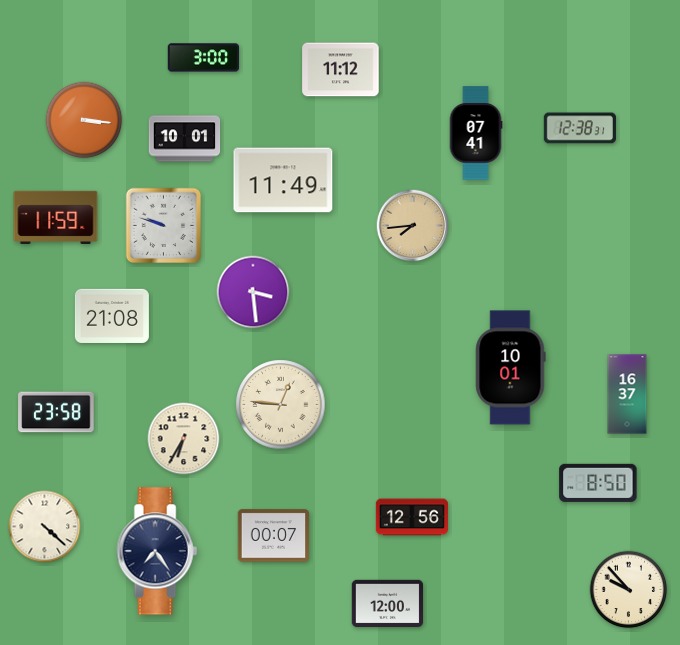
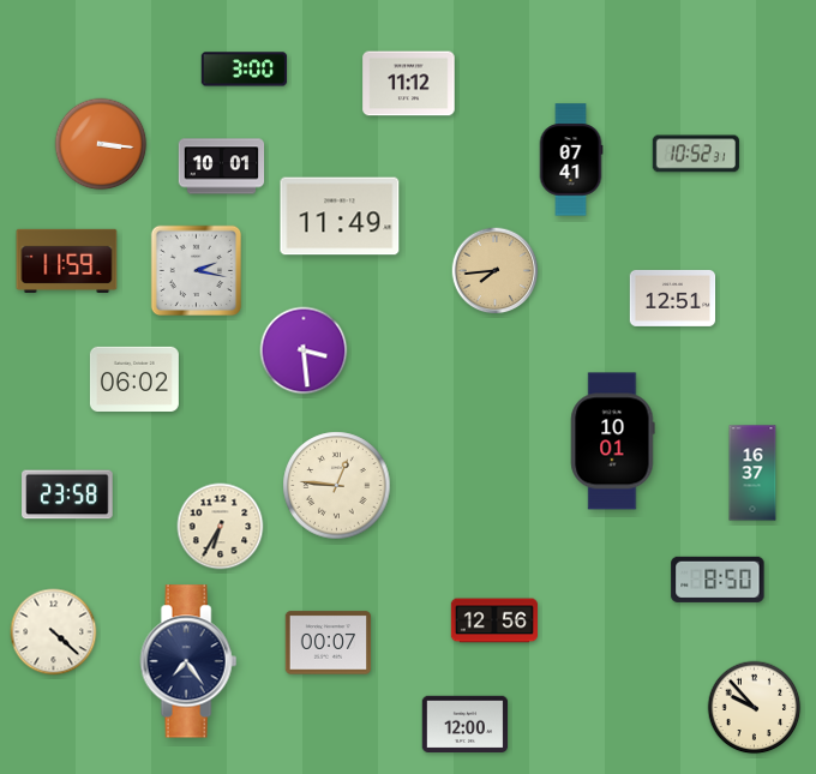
clock at (580, 128): 12:38 -> 10:52
clock at (164, 226): 9:48 -> 2:17
clock at (673, 298): none -> 12:51
clock at (112, 316): 21:08 -> 06:02
